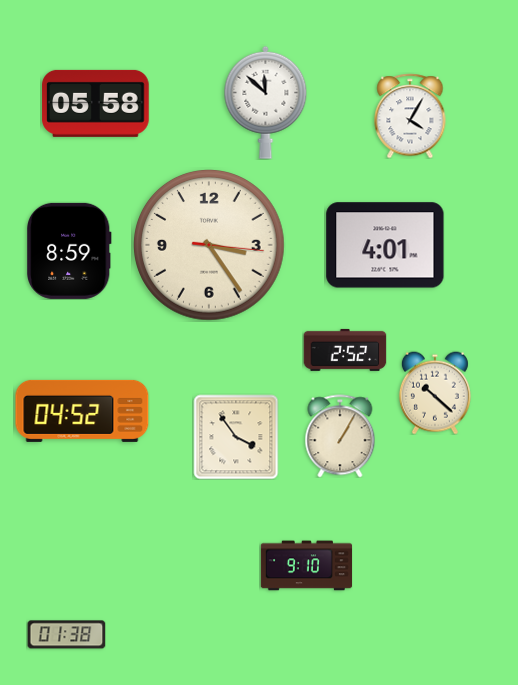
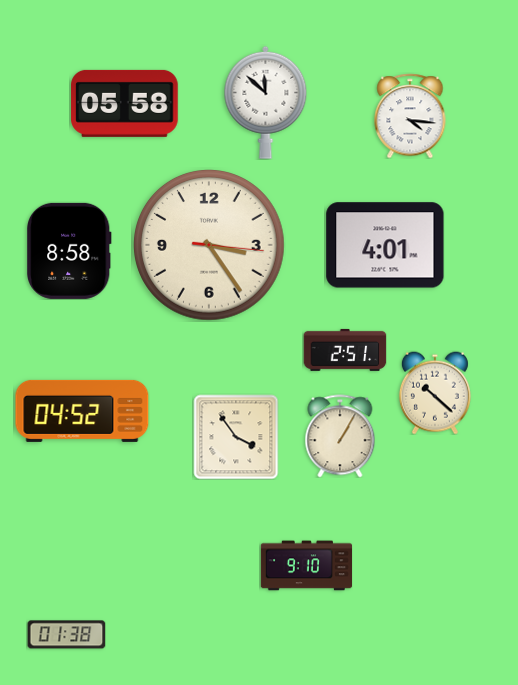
clock at (96, 103) position: (96, 103) -> (125, 103)
clock at (410, 116): 4:05 -> 4:16
clock at (69, 251): 8:59 -> 8:58
clock at (345, 350): 2:52 -> 2:51
